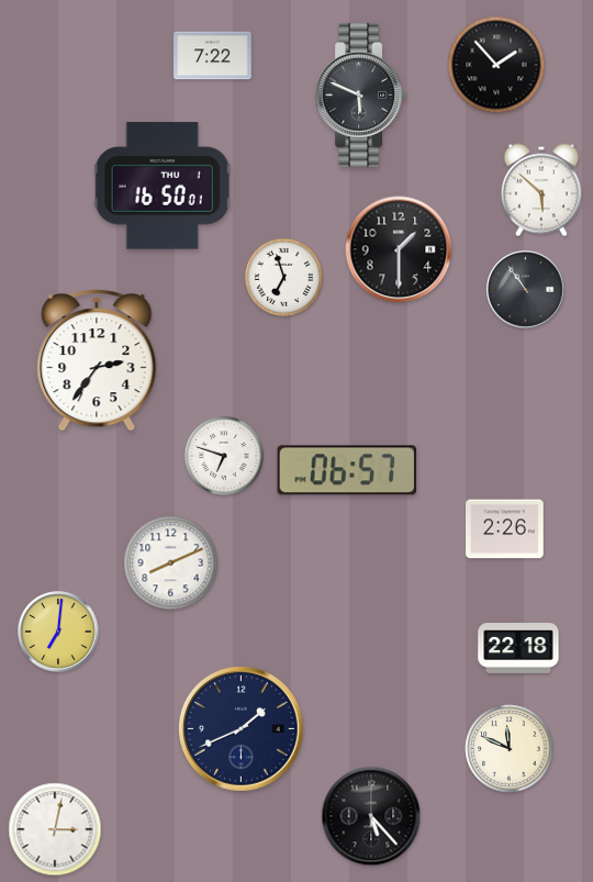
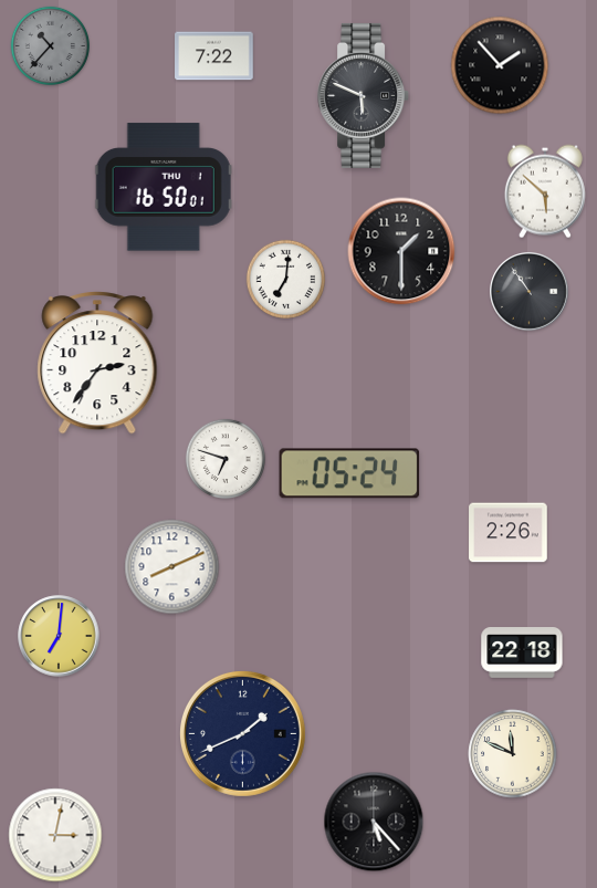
clock at (50, 45): none -> 10:37
clock at (283, 277): 6:57 -> 7:01
clock at (347, 470): 06:57 -> 05:24
